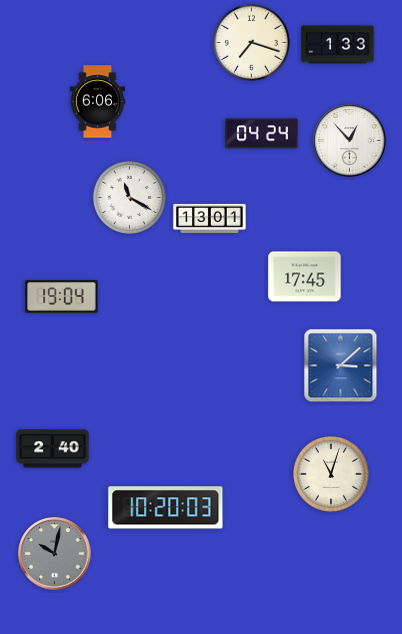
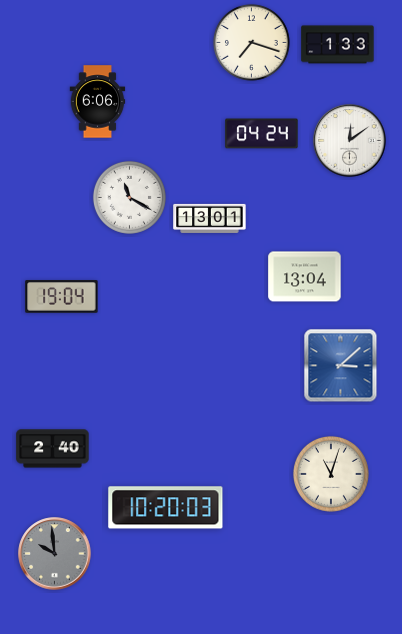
clock at (350, 141): 12:53 -> 12:09
clock at (305, 277): 17:45 -> 13:04
clock at (55, 554): 10:02 -> 9:59
